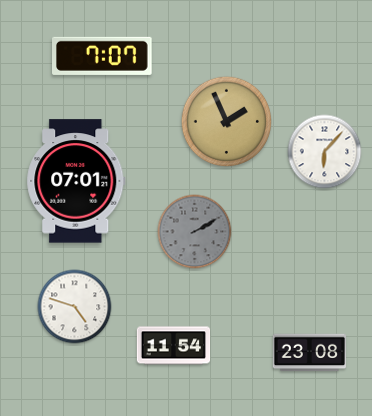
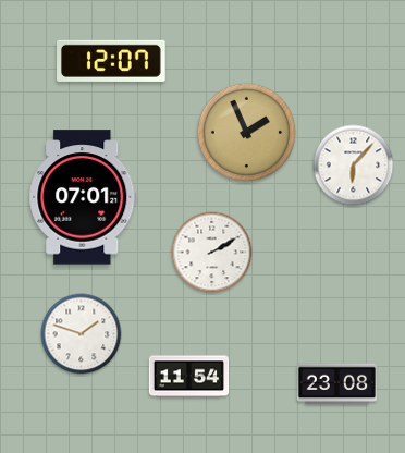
clock at (103, 56): 7:07 -> 12:07
clock at (195, 232) dial: grey -> white
clock at (75, 307): 4:48 -> 1:48
